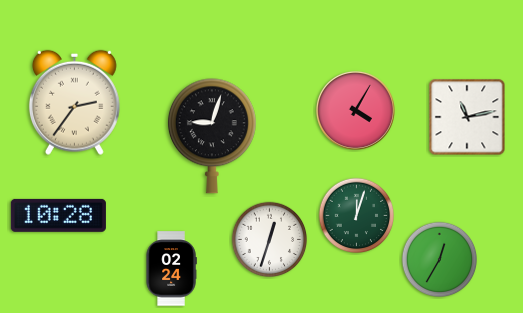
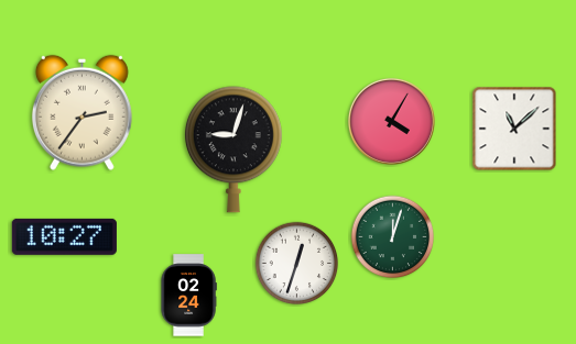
clock at (467, 117): 11:13 -> 11:08
clock at (58, 215): 10:28 -> 10:27
clock at (440, 260): 12:35 -> none
